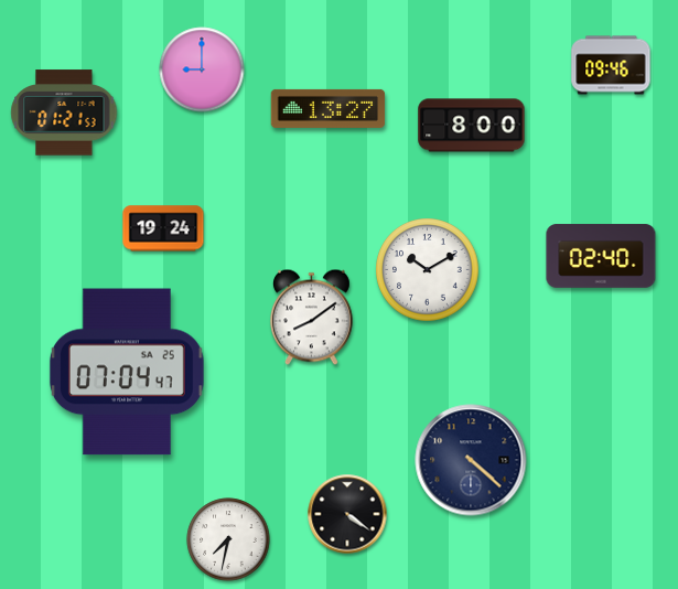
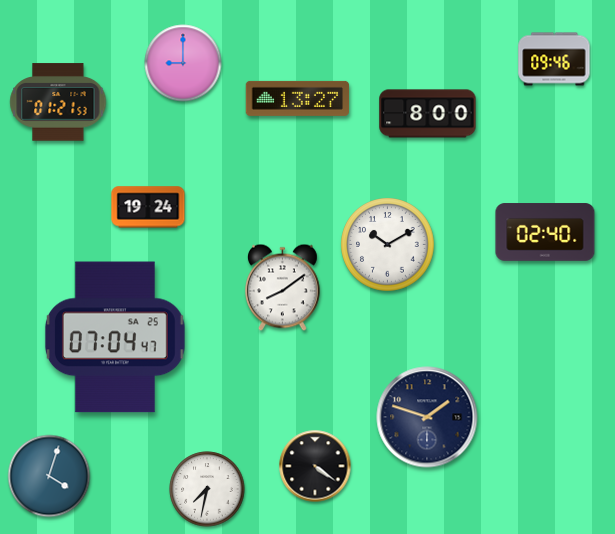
clock at (471, 460): 4:22 -> 1:48
clock at (49, 476): none -> 4:03
